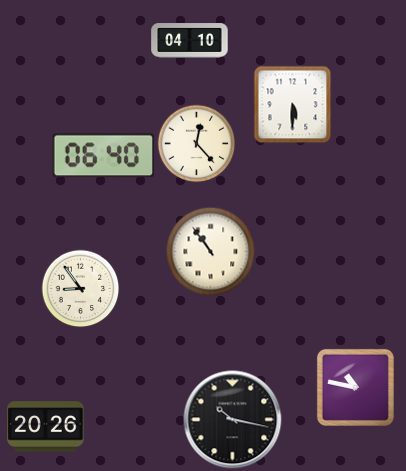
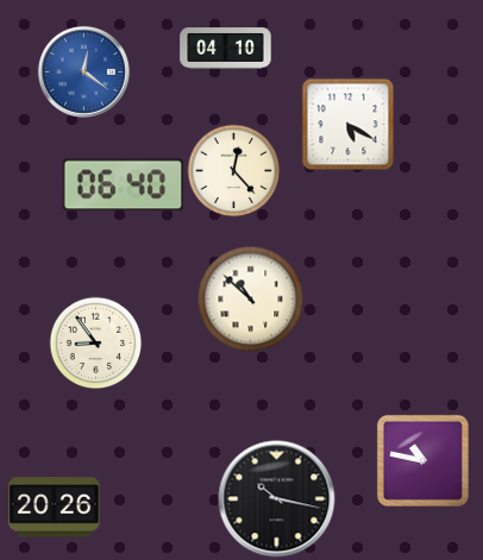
clock at (83, 71): none -> 12:21
clock at (292, 104): 5:30 -> 5:20
clock at (210, 251): 10:54 -> 10:52
